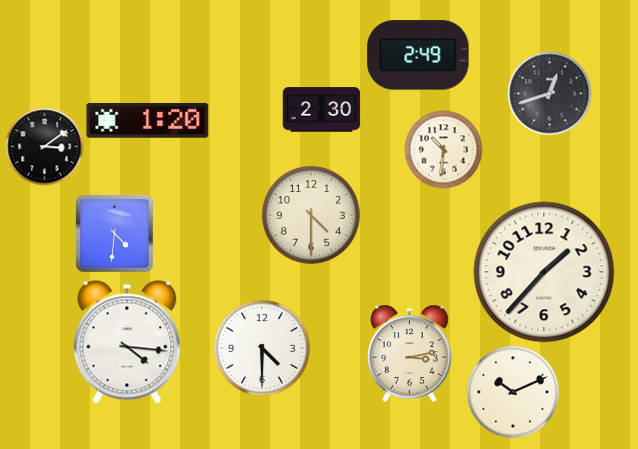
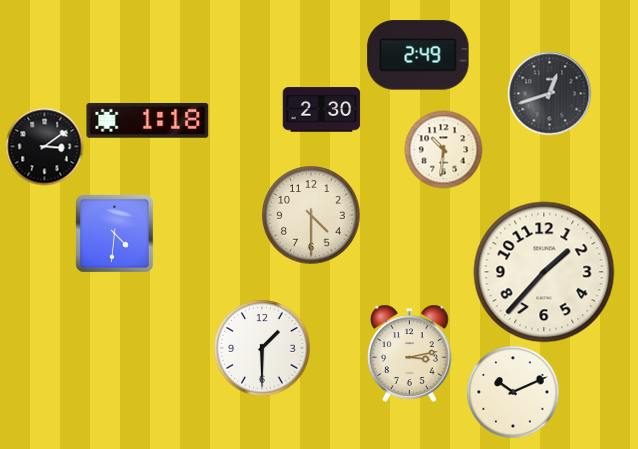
clock at (148, 121): 1:20 -> 1:18
clock at (127, 342): 4:16 -> none
clock at (262, 348): 4:30 -> 1:30
